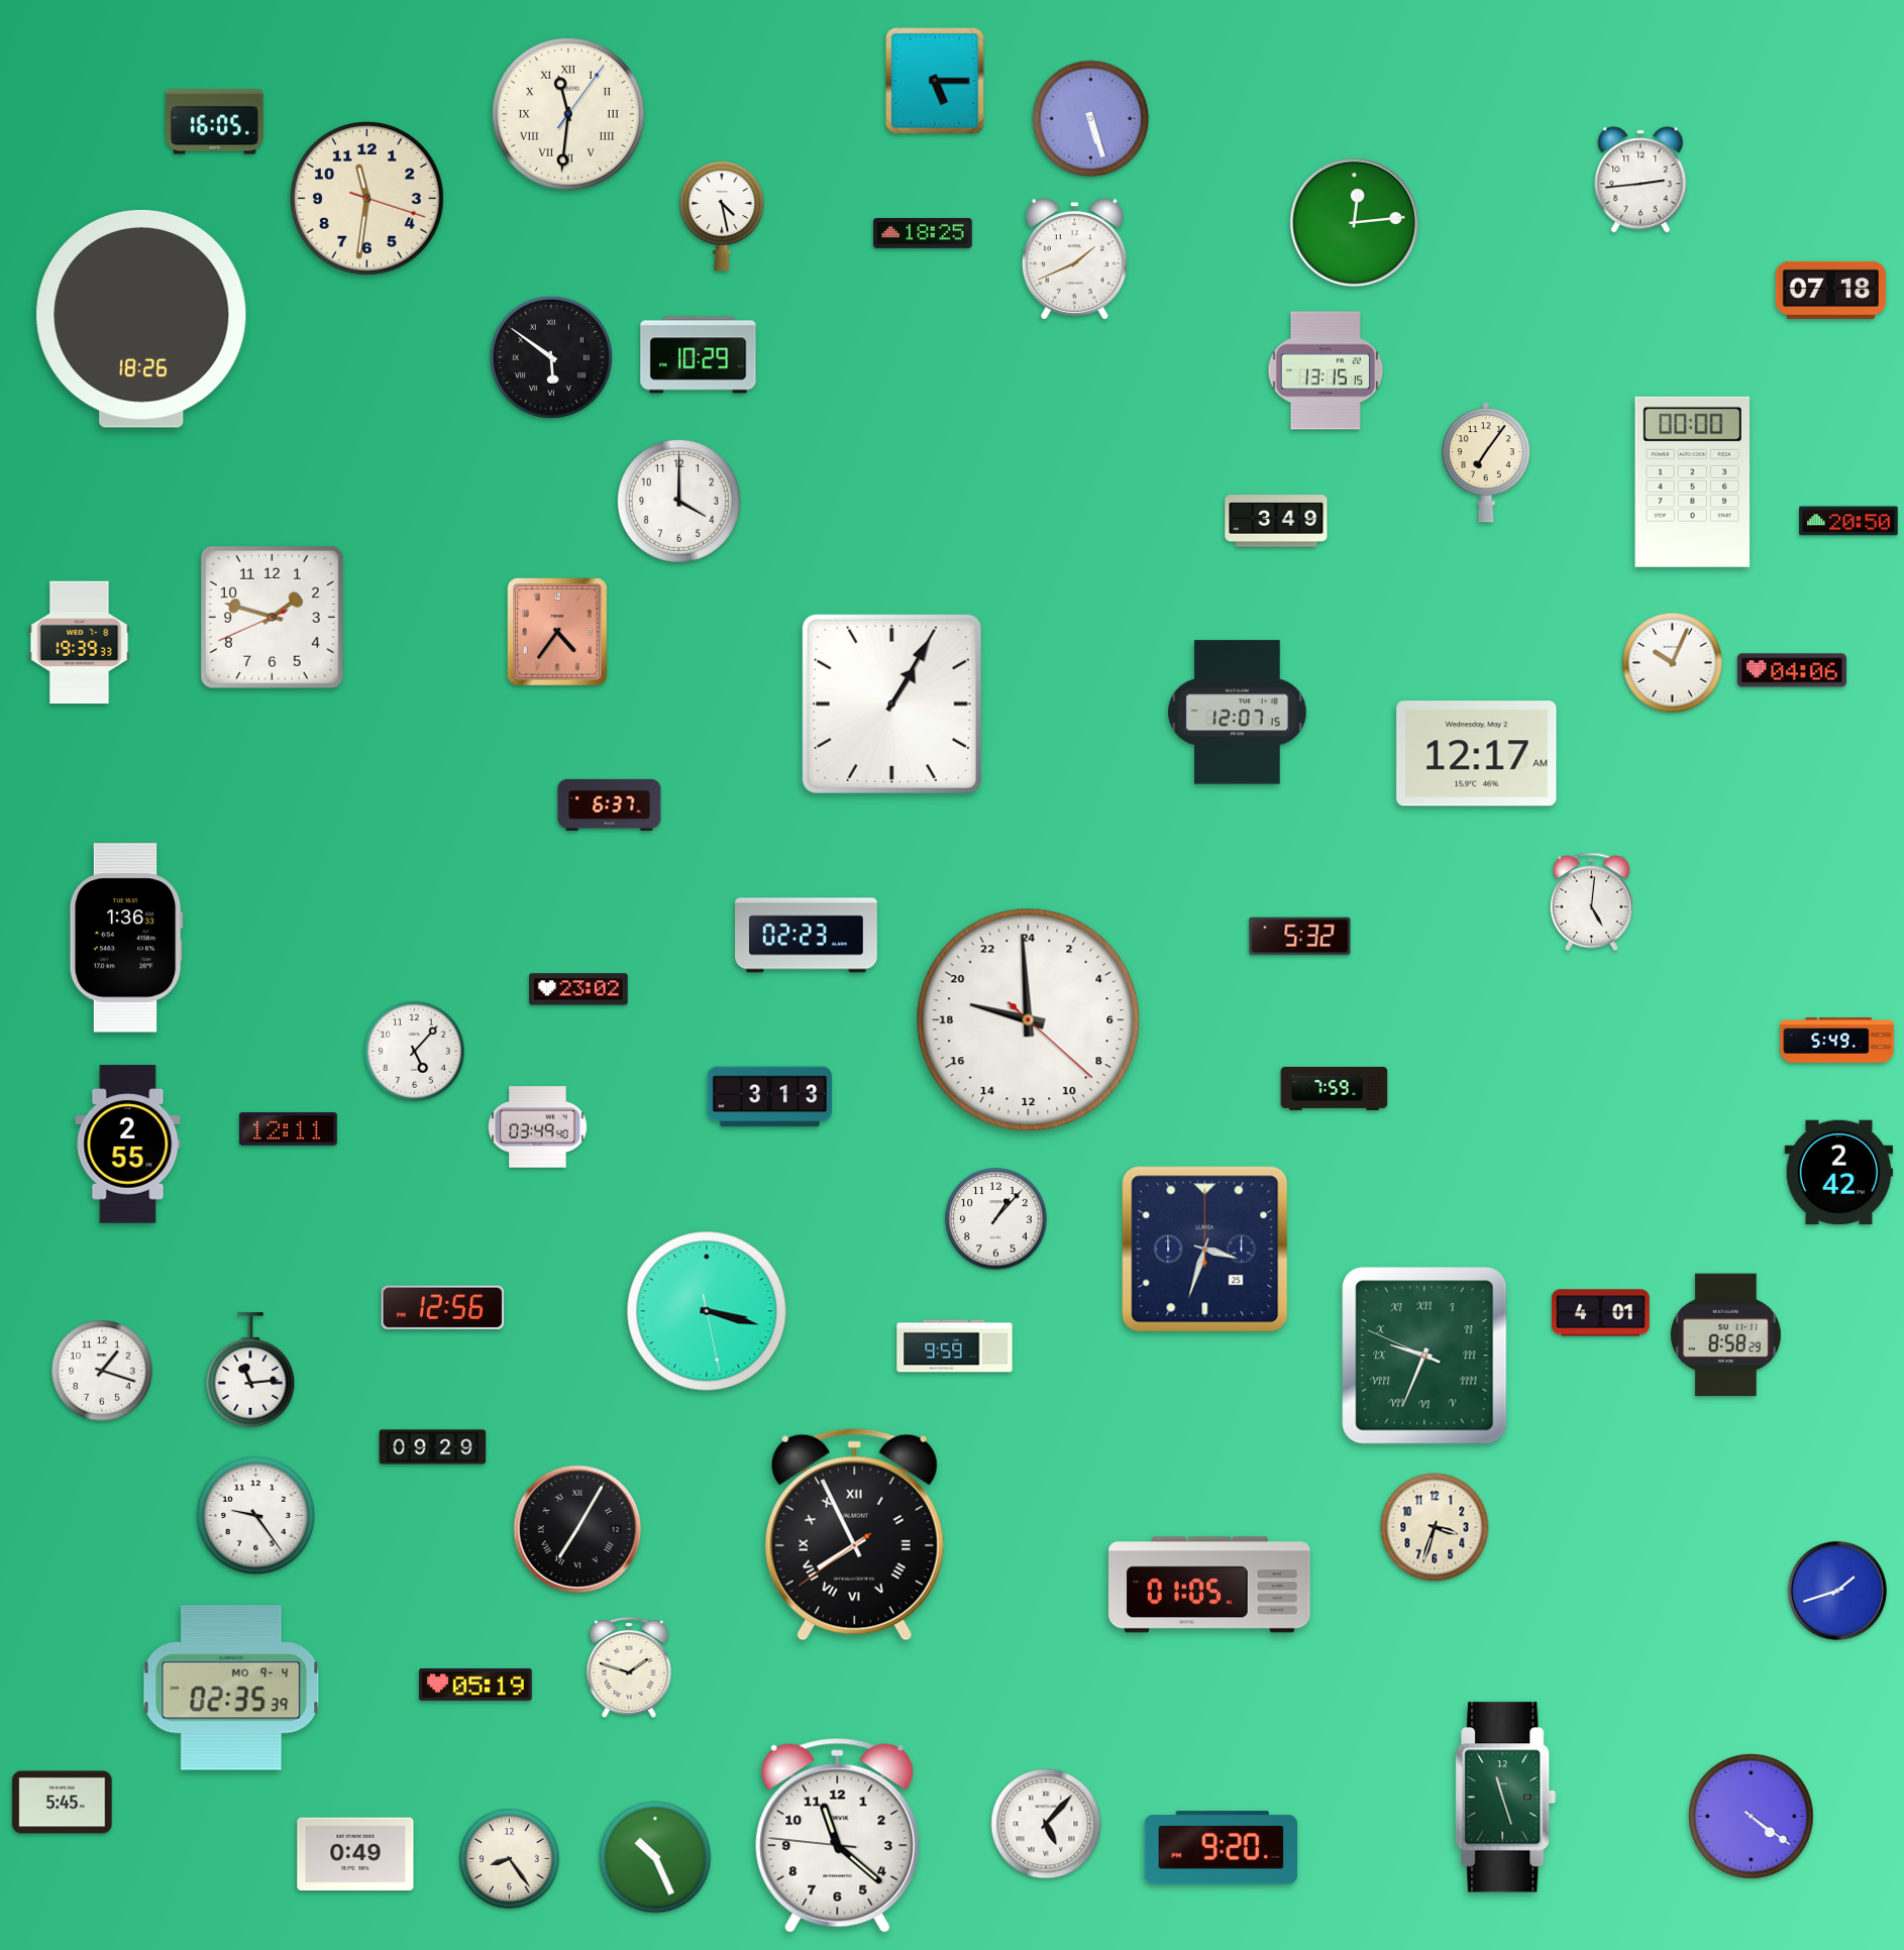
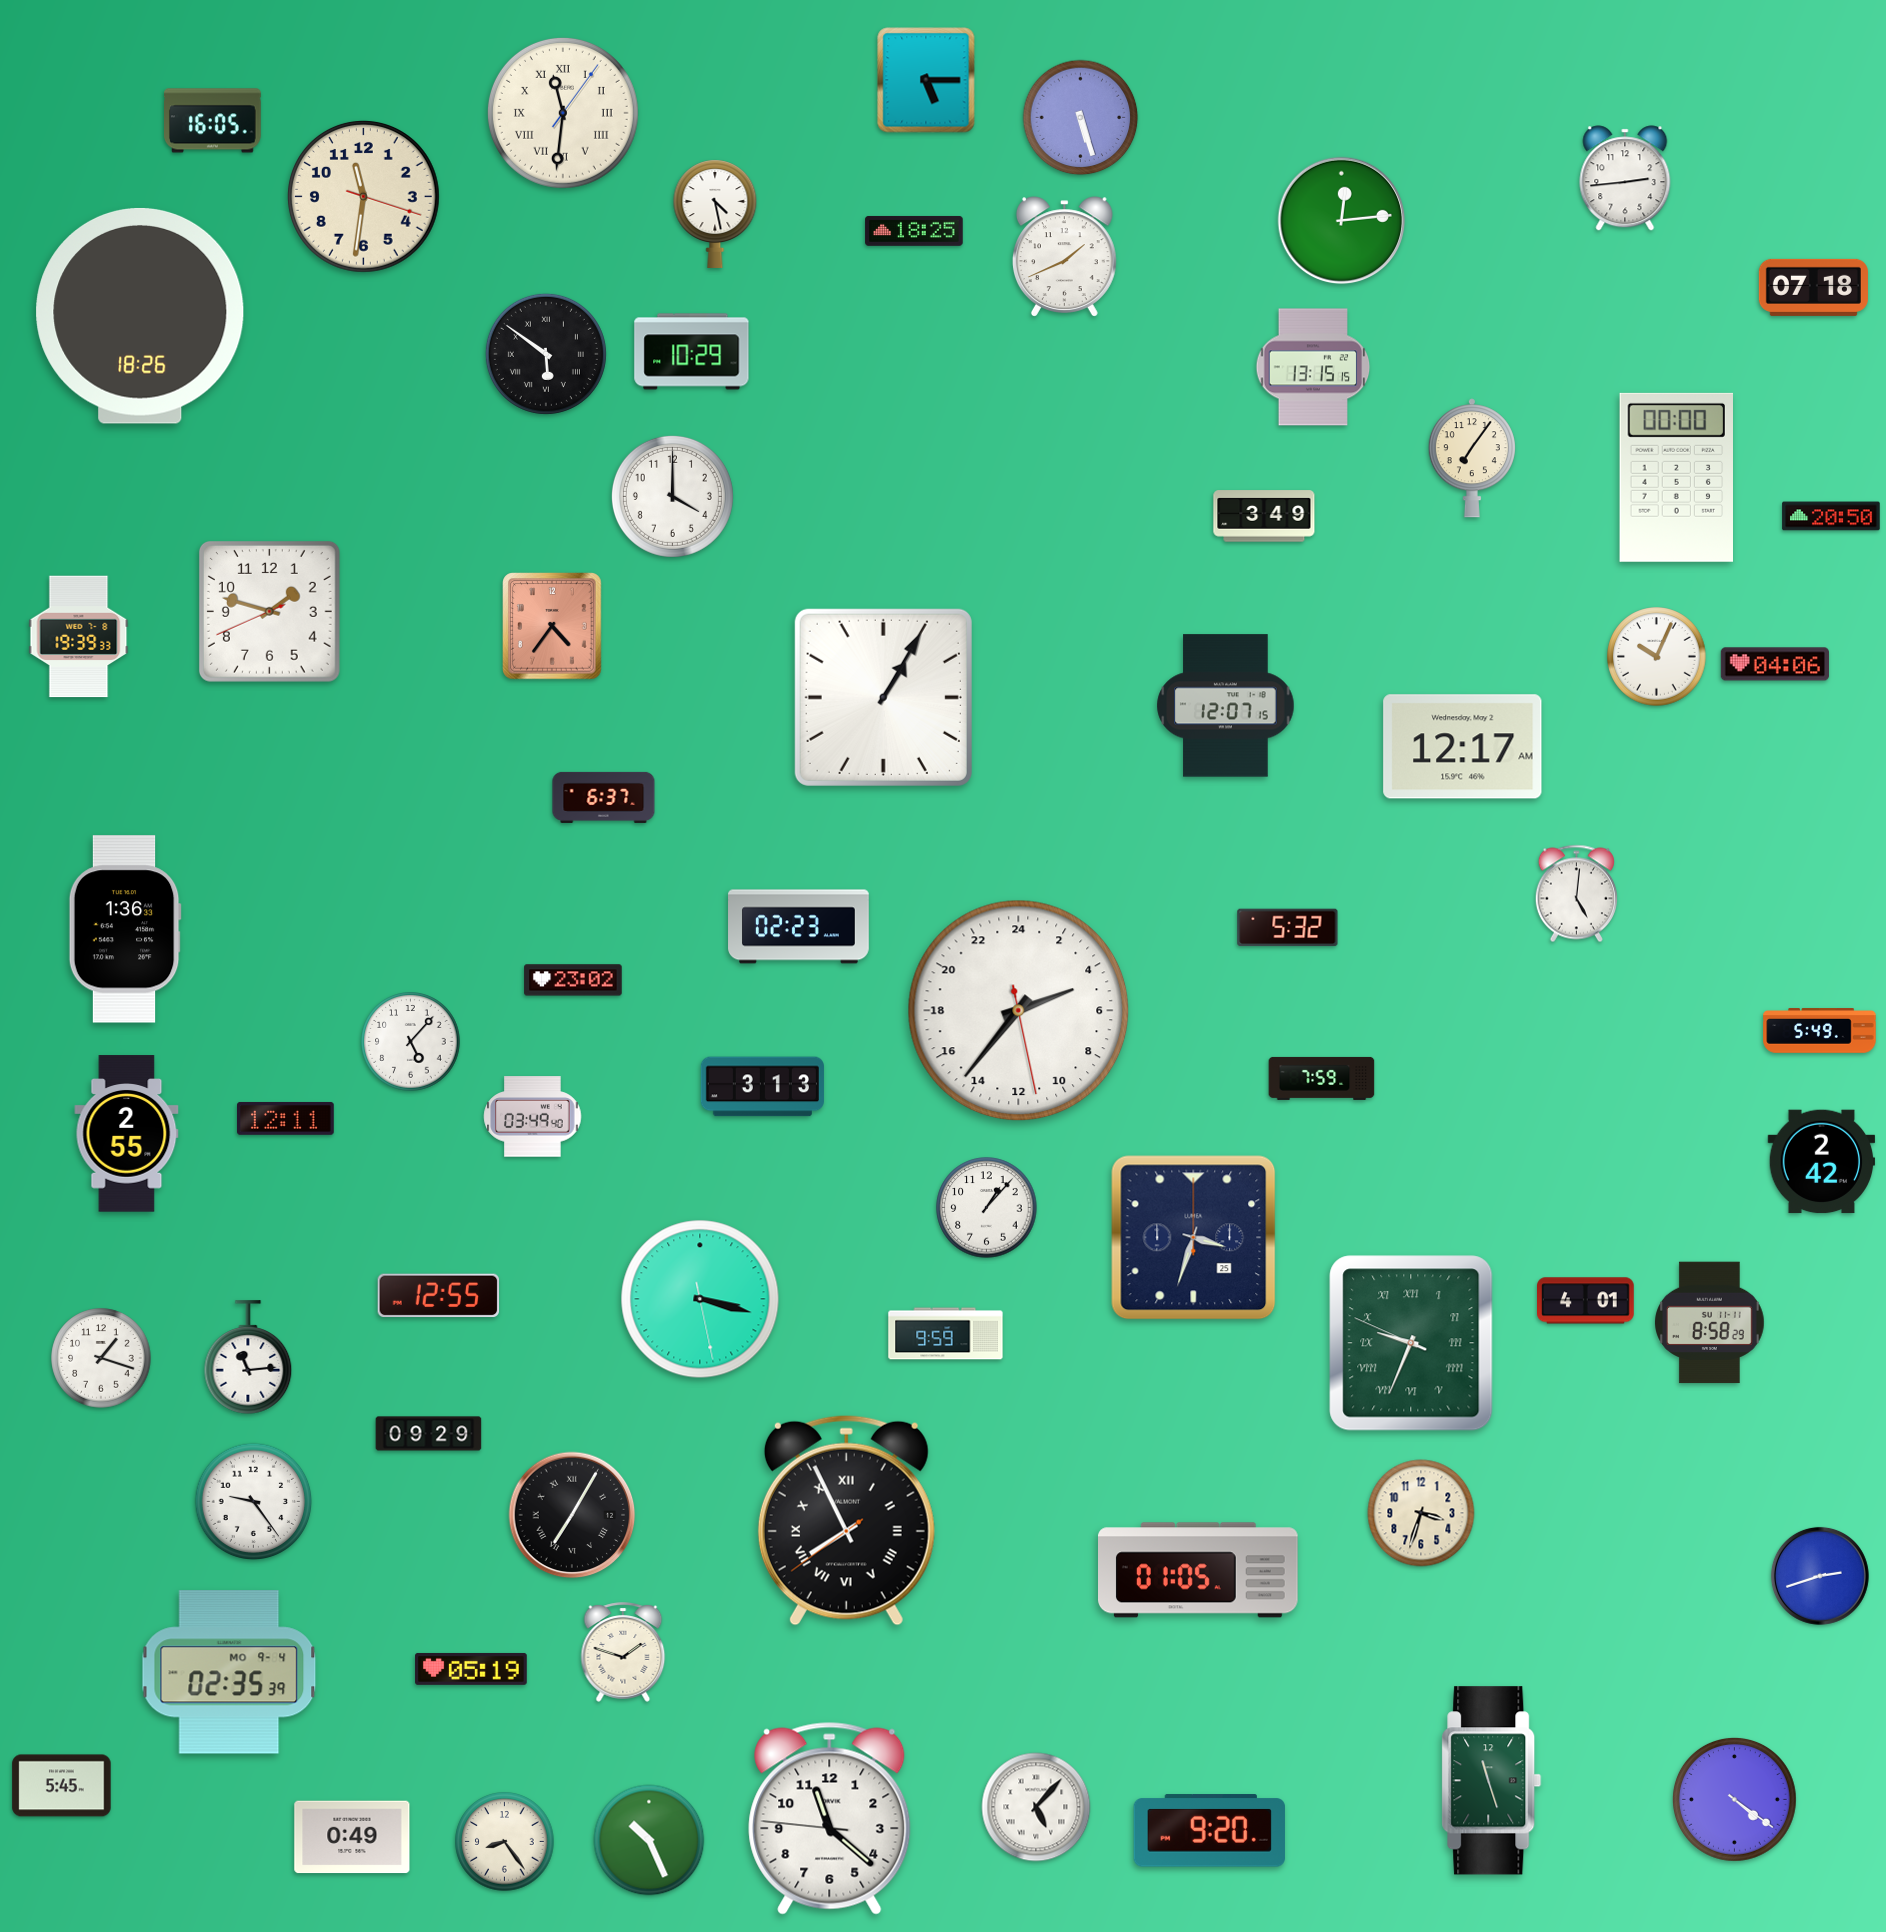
clock at (1029, 1020): 18:59 -> 4:36
clock at (443, 1308): 12:56 -> 12:55
clock at (1837, 1591): 1:42 -> 2:42
